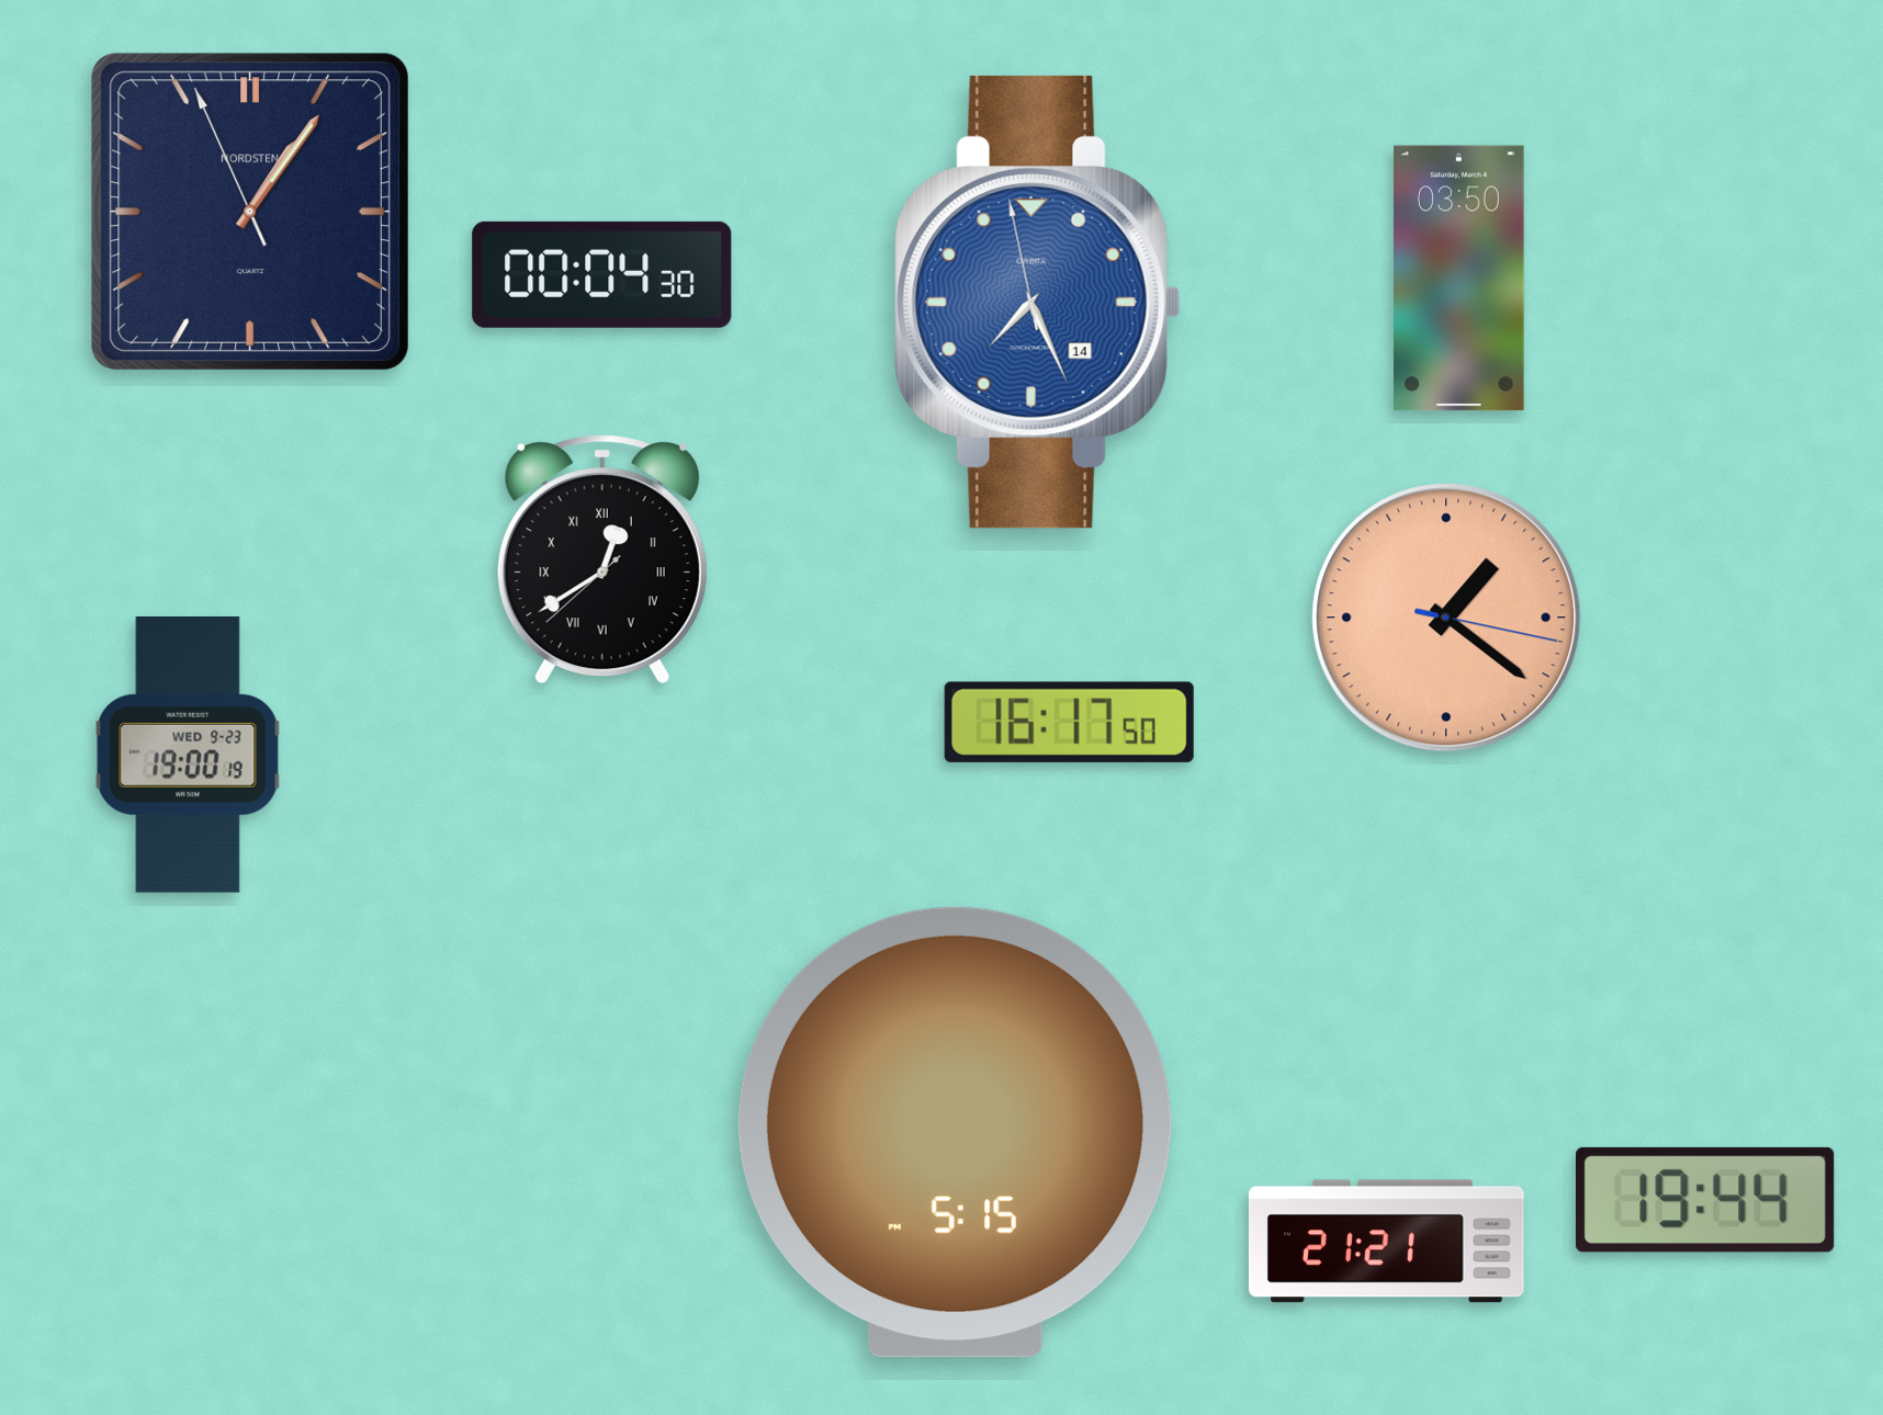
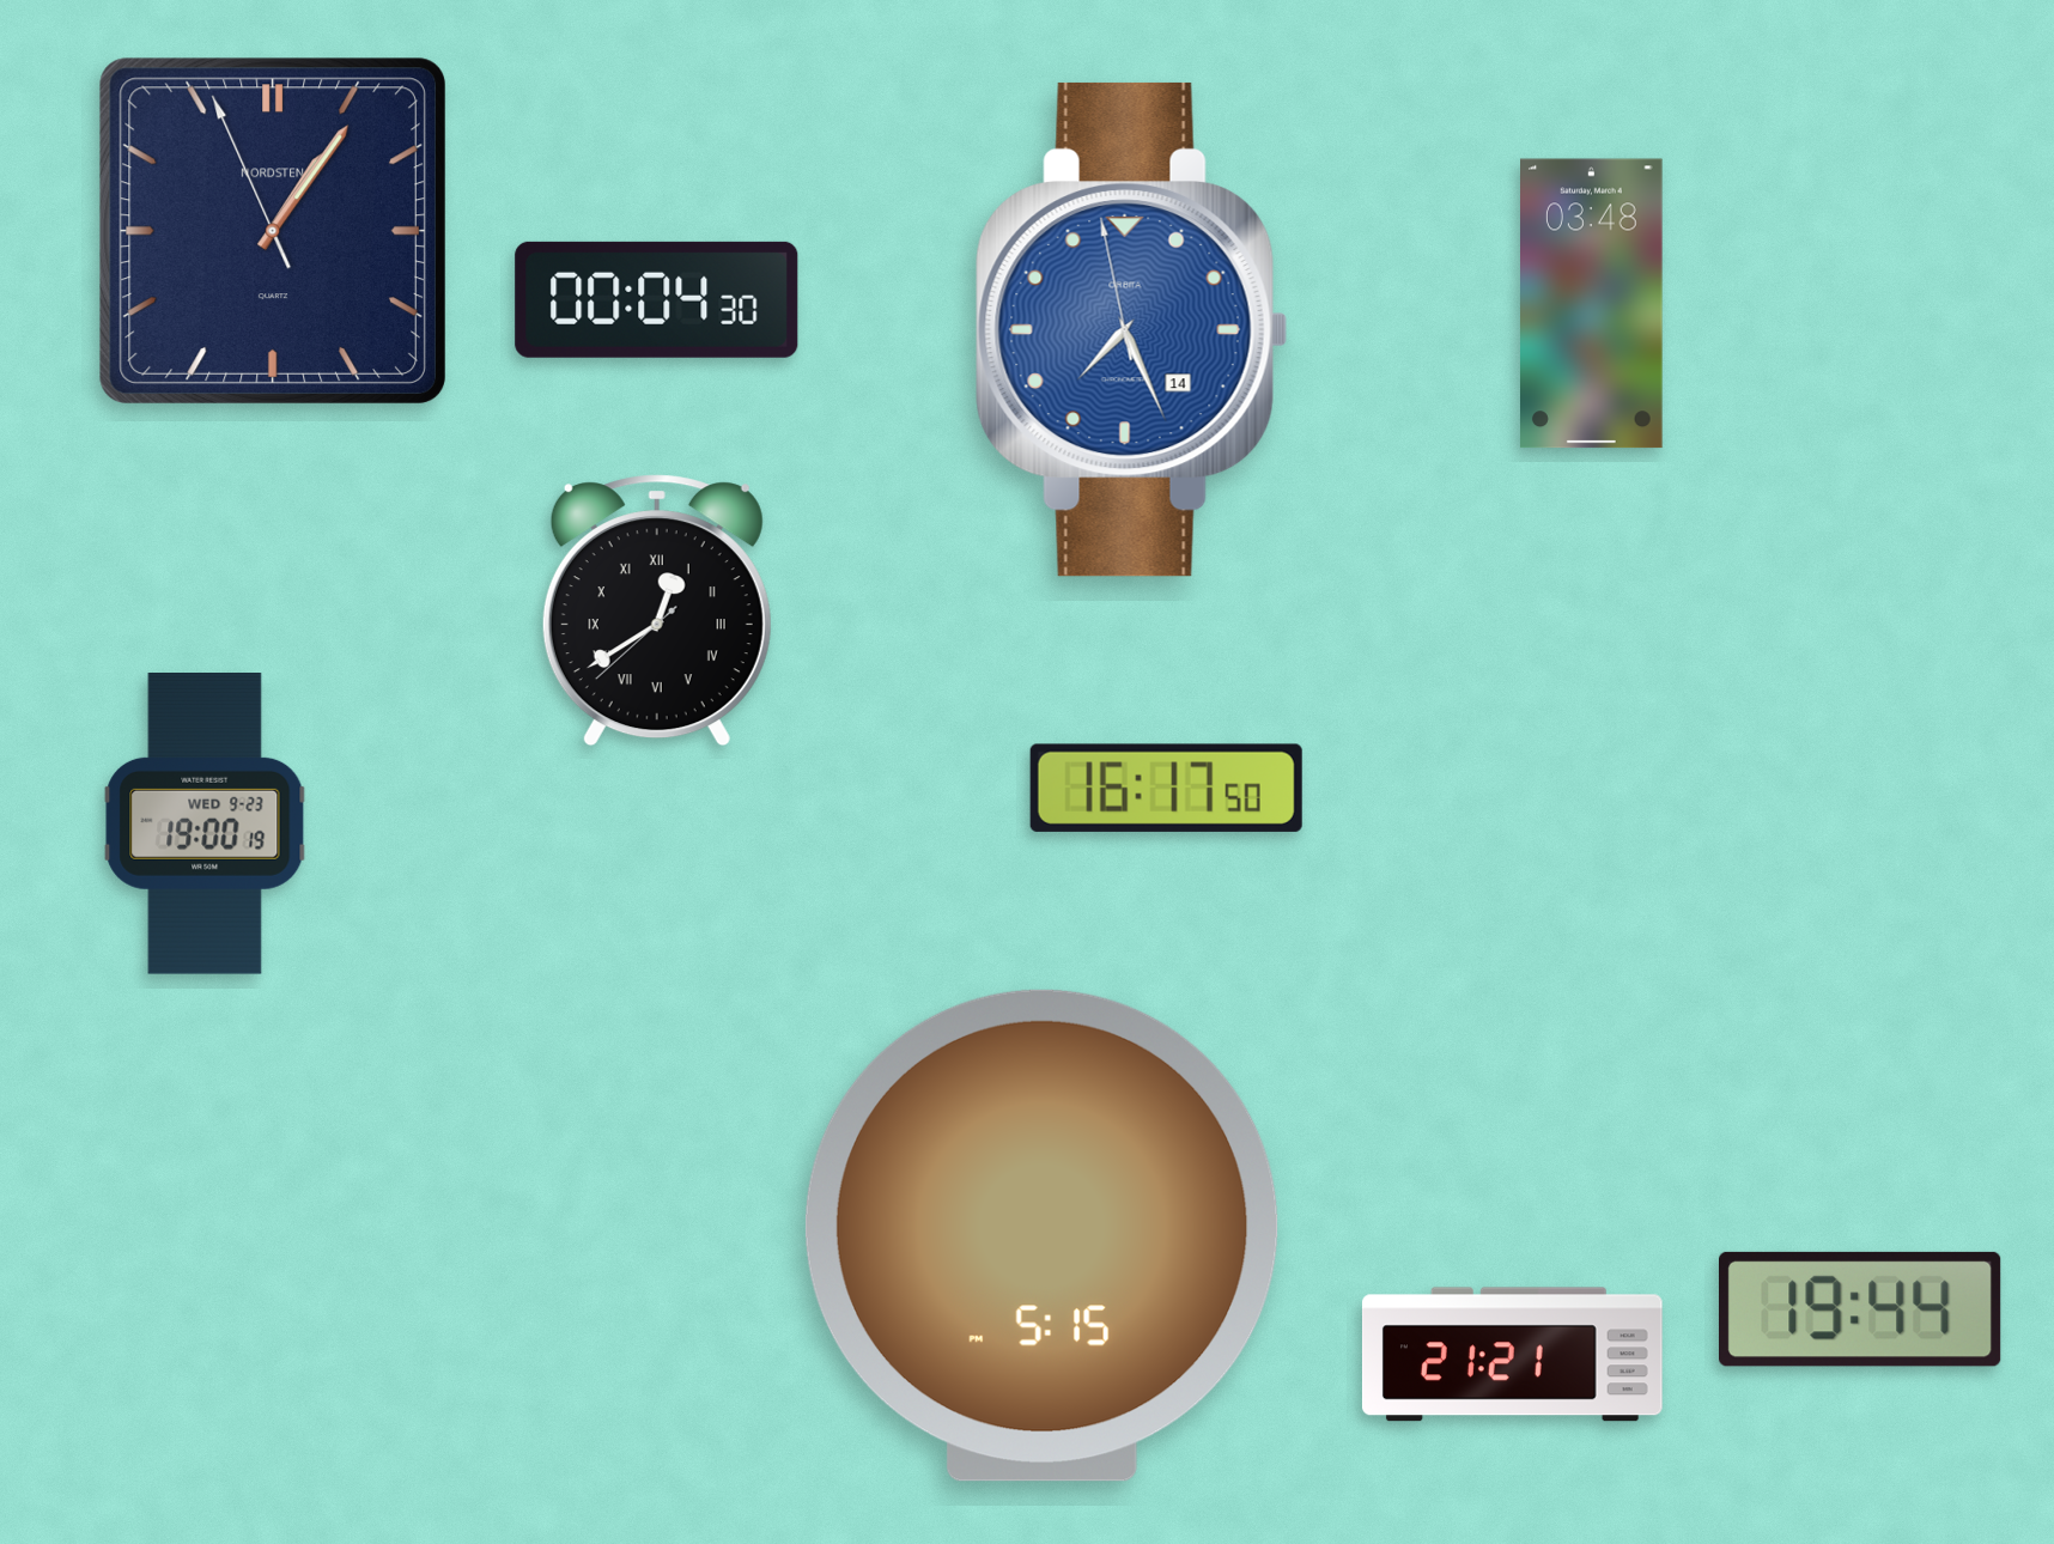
clock at (1459, 279): 03:50 -> 03:48
clock at (1446, 618): 1:21 -> none
